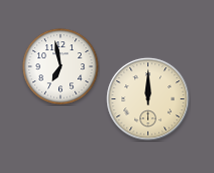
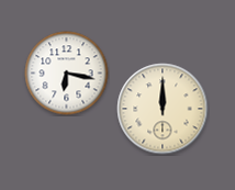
clock at (61, 67): 6:58 -> 6:17
